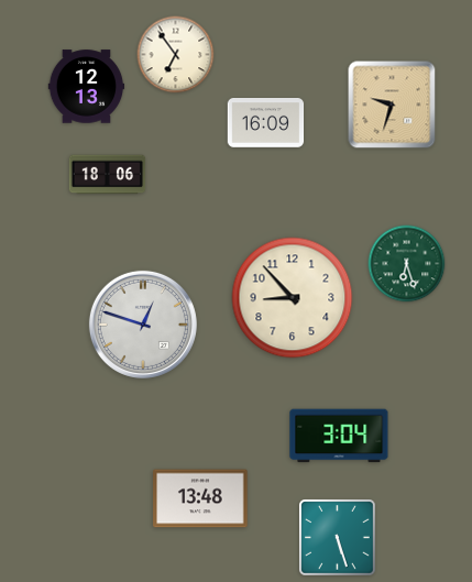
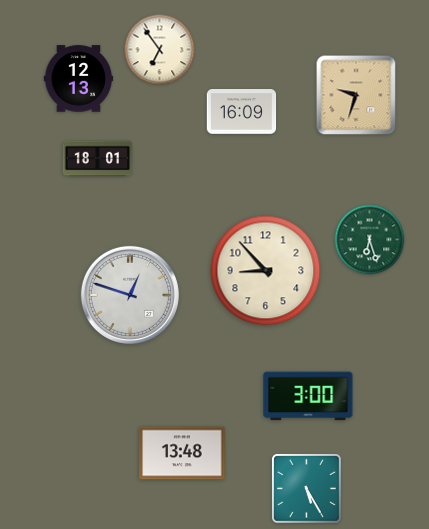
clock at (108, 175): 18:06 -> 18:01
clock at (339, 436): 3:04 -> 3:00
clock at (338, 538): 5:27 -> 5:25
